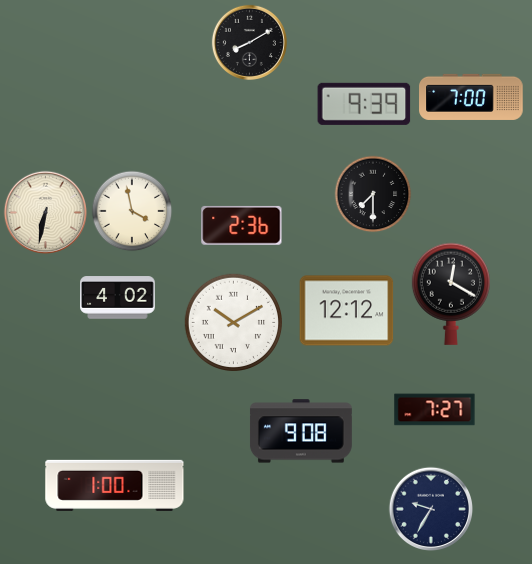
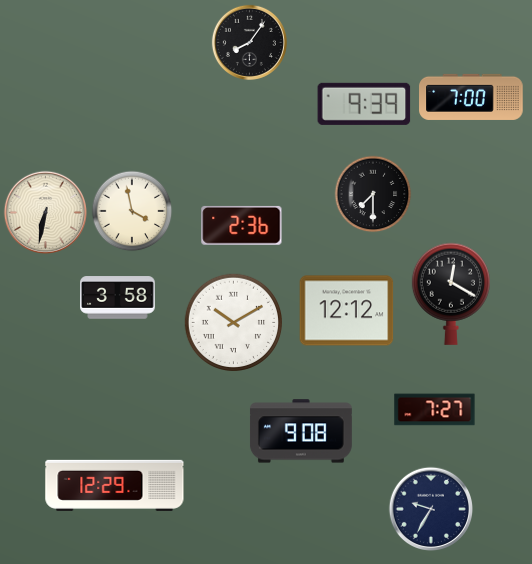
clock at (249, 42): 8:10 -> 8:06
clock at (118, 298): 4:02 -> 3:58
clock at (115, 485): 1:00 -> 12:29
